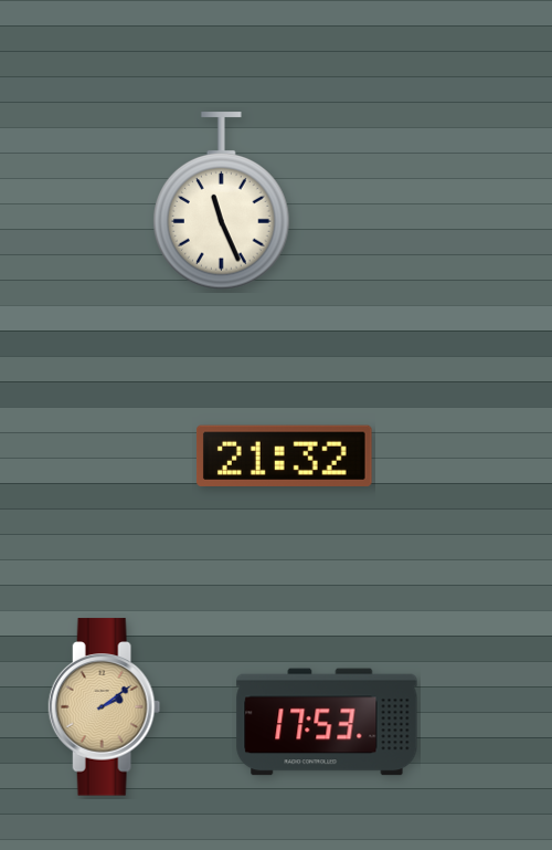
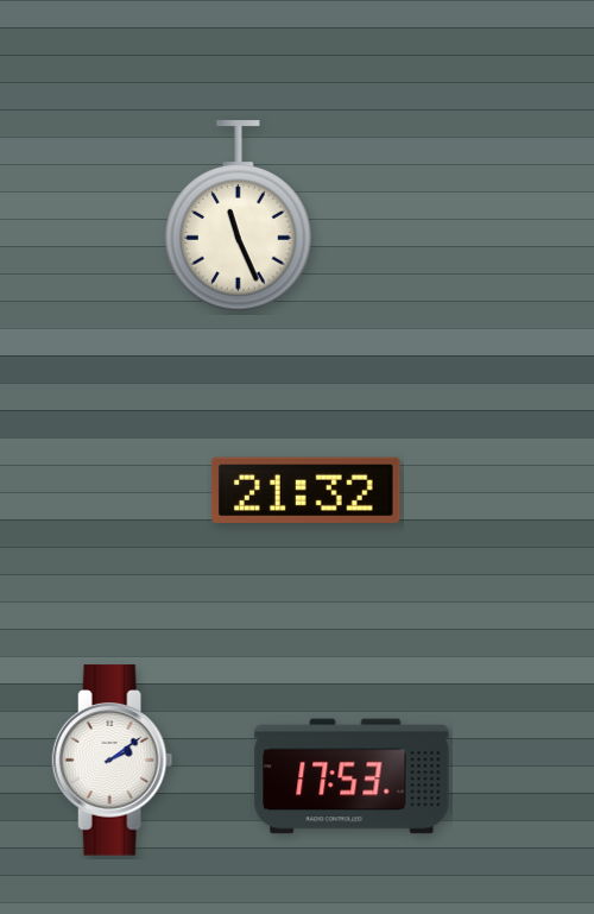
clock at (105, 707) dial: champagne -> white
